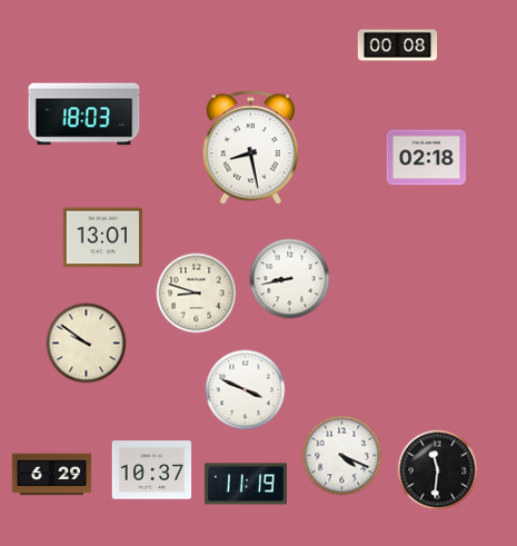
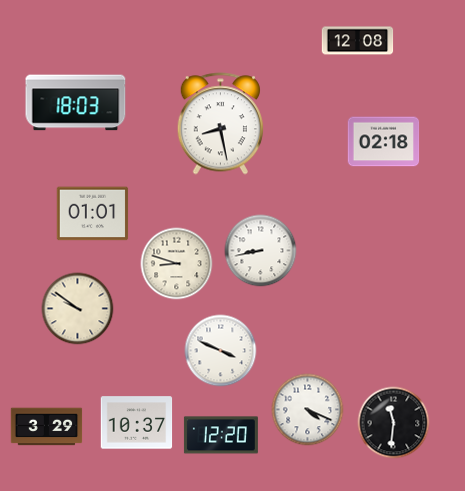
clock at (398, 46): 00:08 -> 12:08
clock at (250, 148) position: (250, 148) -> (220, 124)
clock at (103, 238): 13:01 -> 01:01
clock at (52, 475): 6:29 -> 3:29
clock at (246, 484): 11:19 -> 12:20
